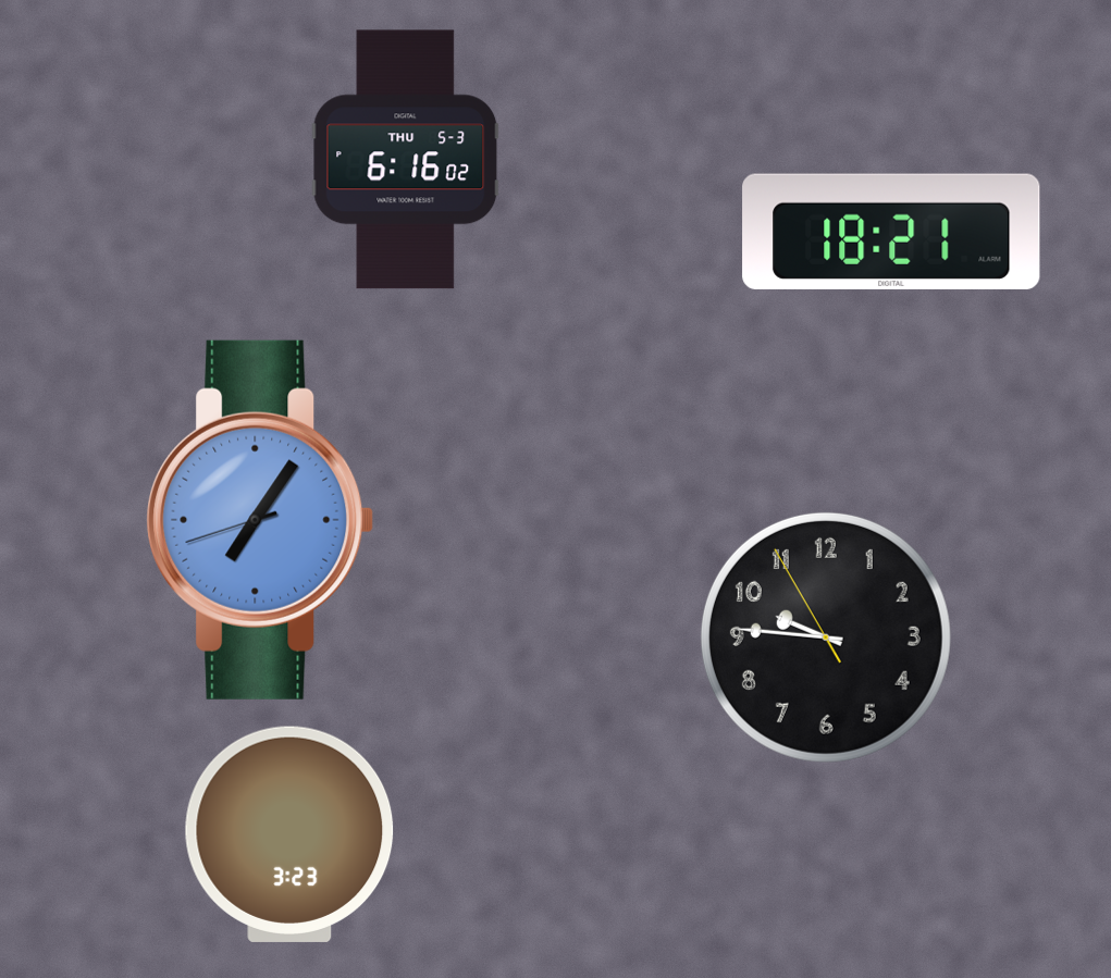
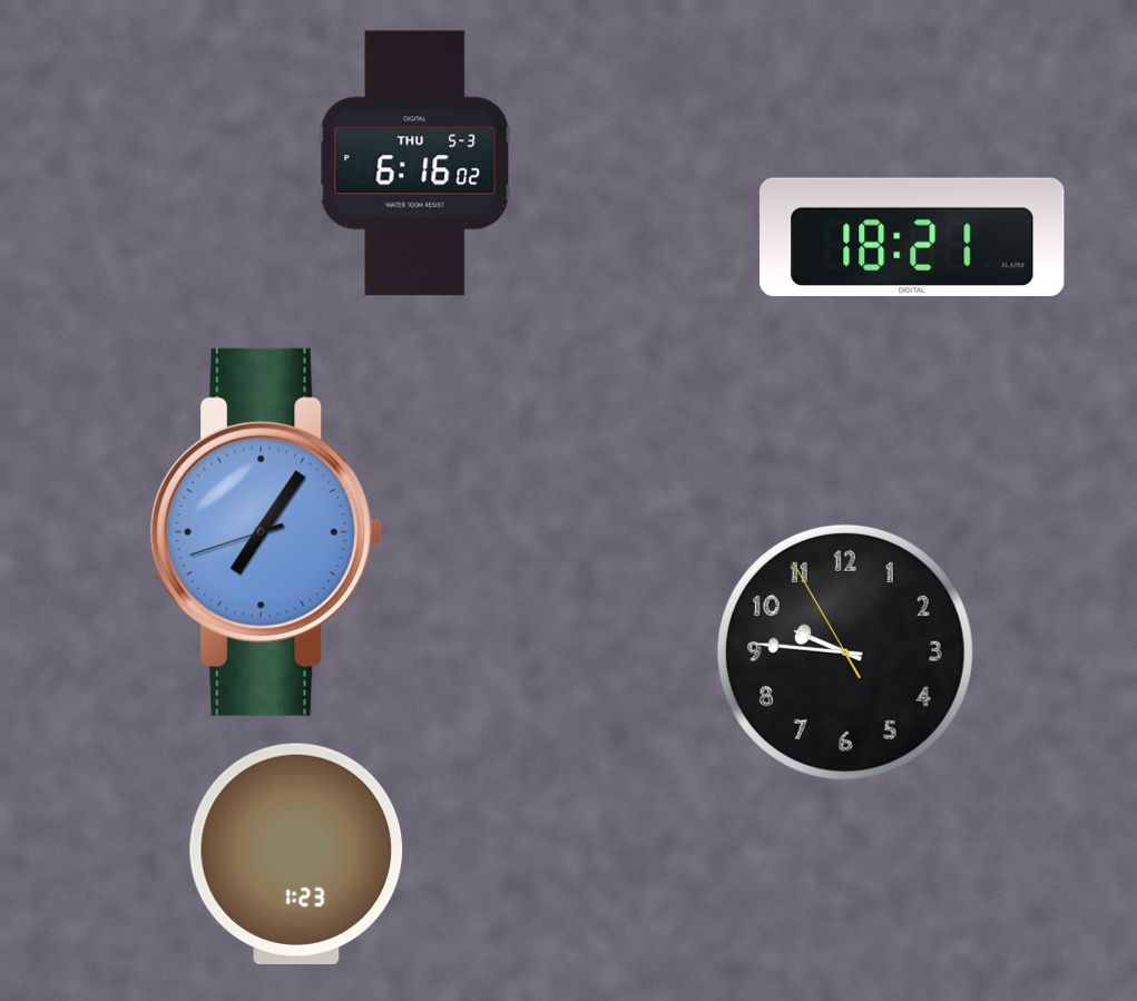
clock at (289, 834): 3:23 -> 1:23
